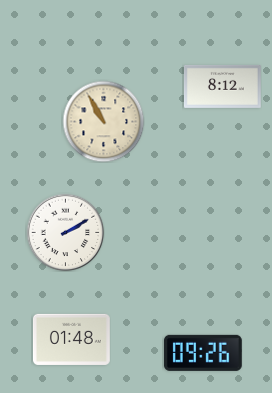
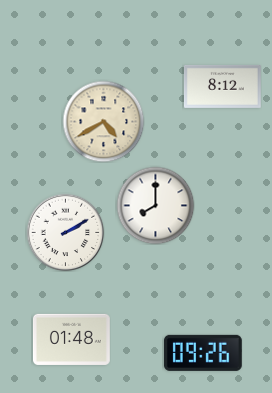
clock at (103, 121): 10:55 -> 4:40
clock at (155, 205): none -> 8:00
